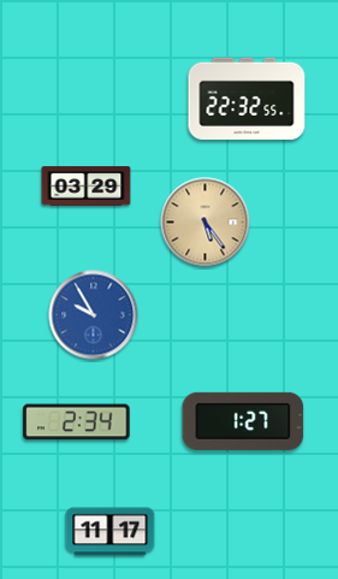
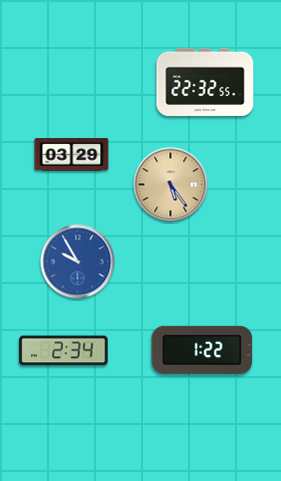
clock at (243, 421): 1:27 -> 1:22
clock at (111, 532): 11:17 -> none
